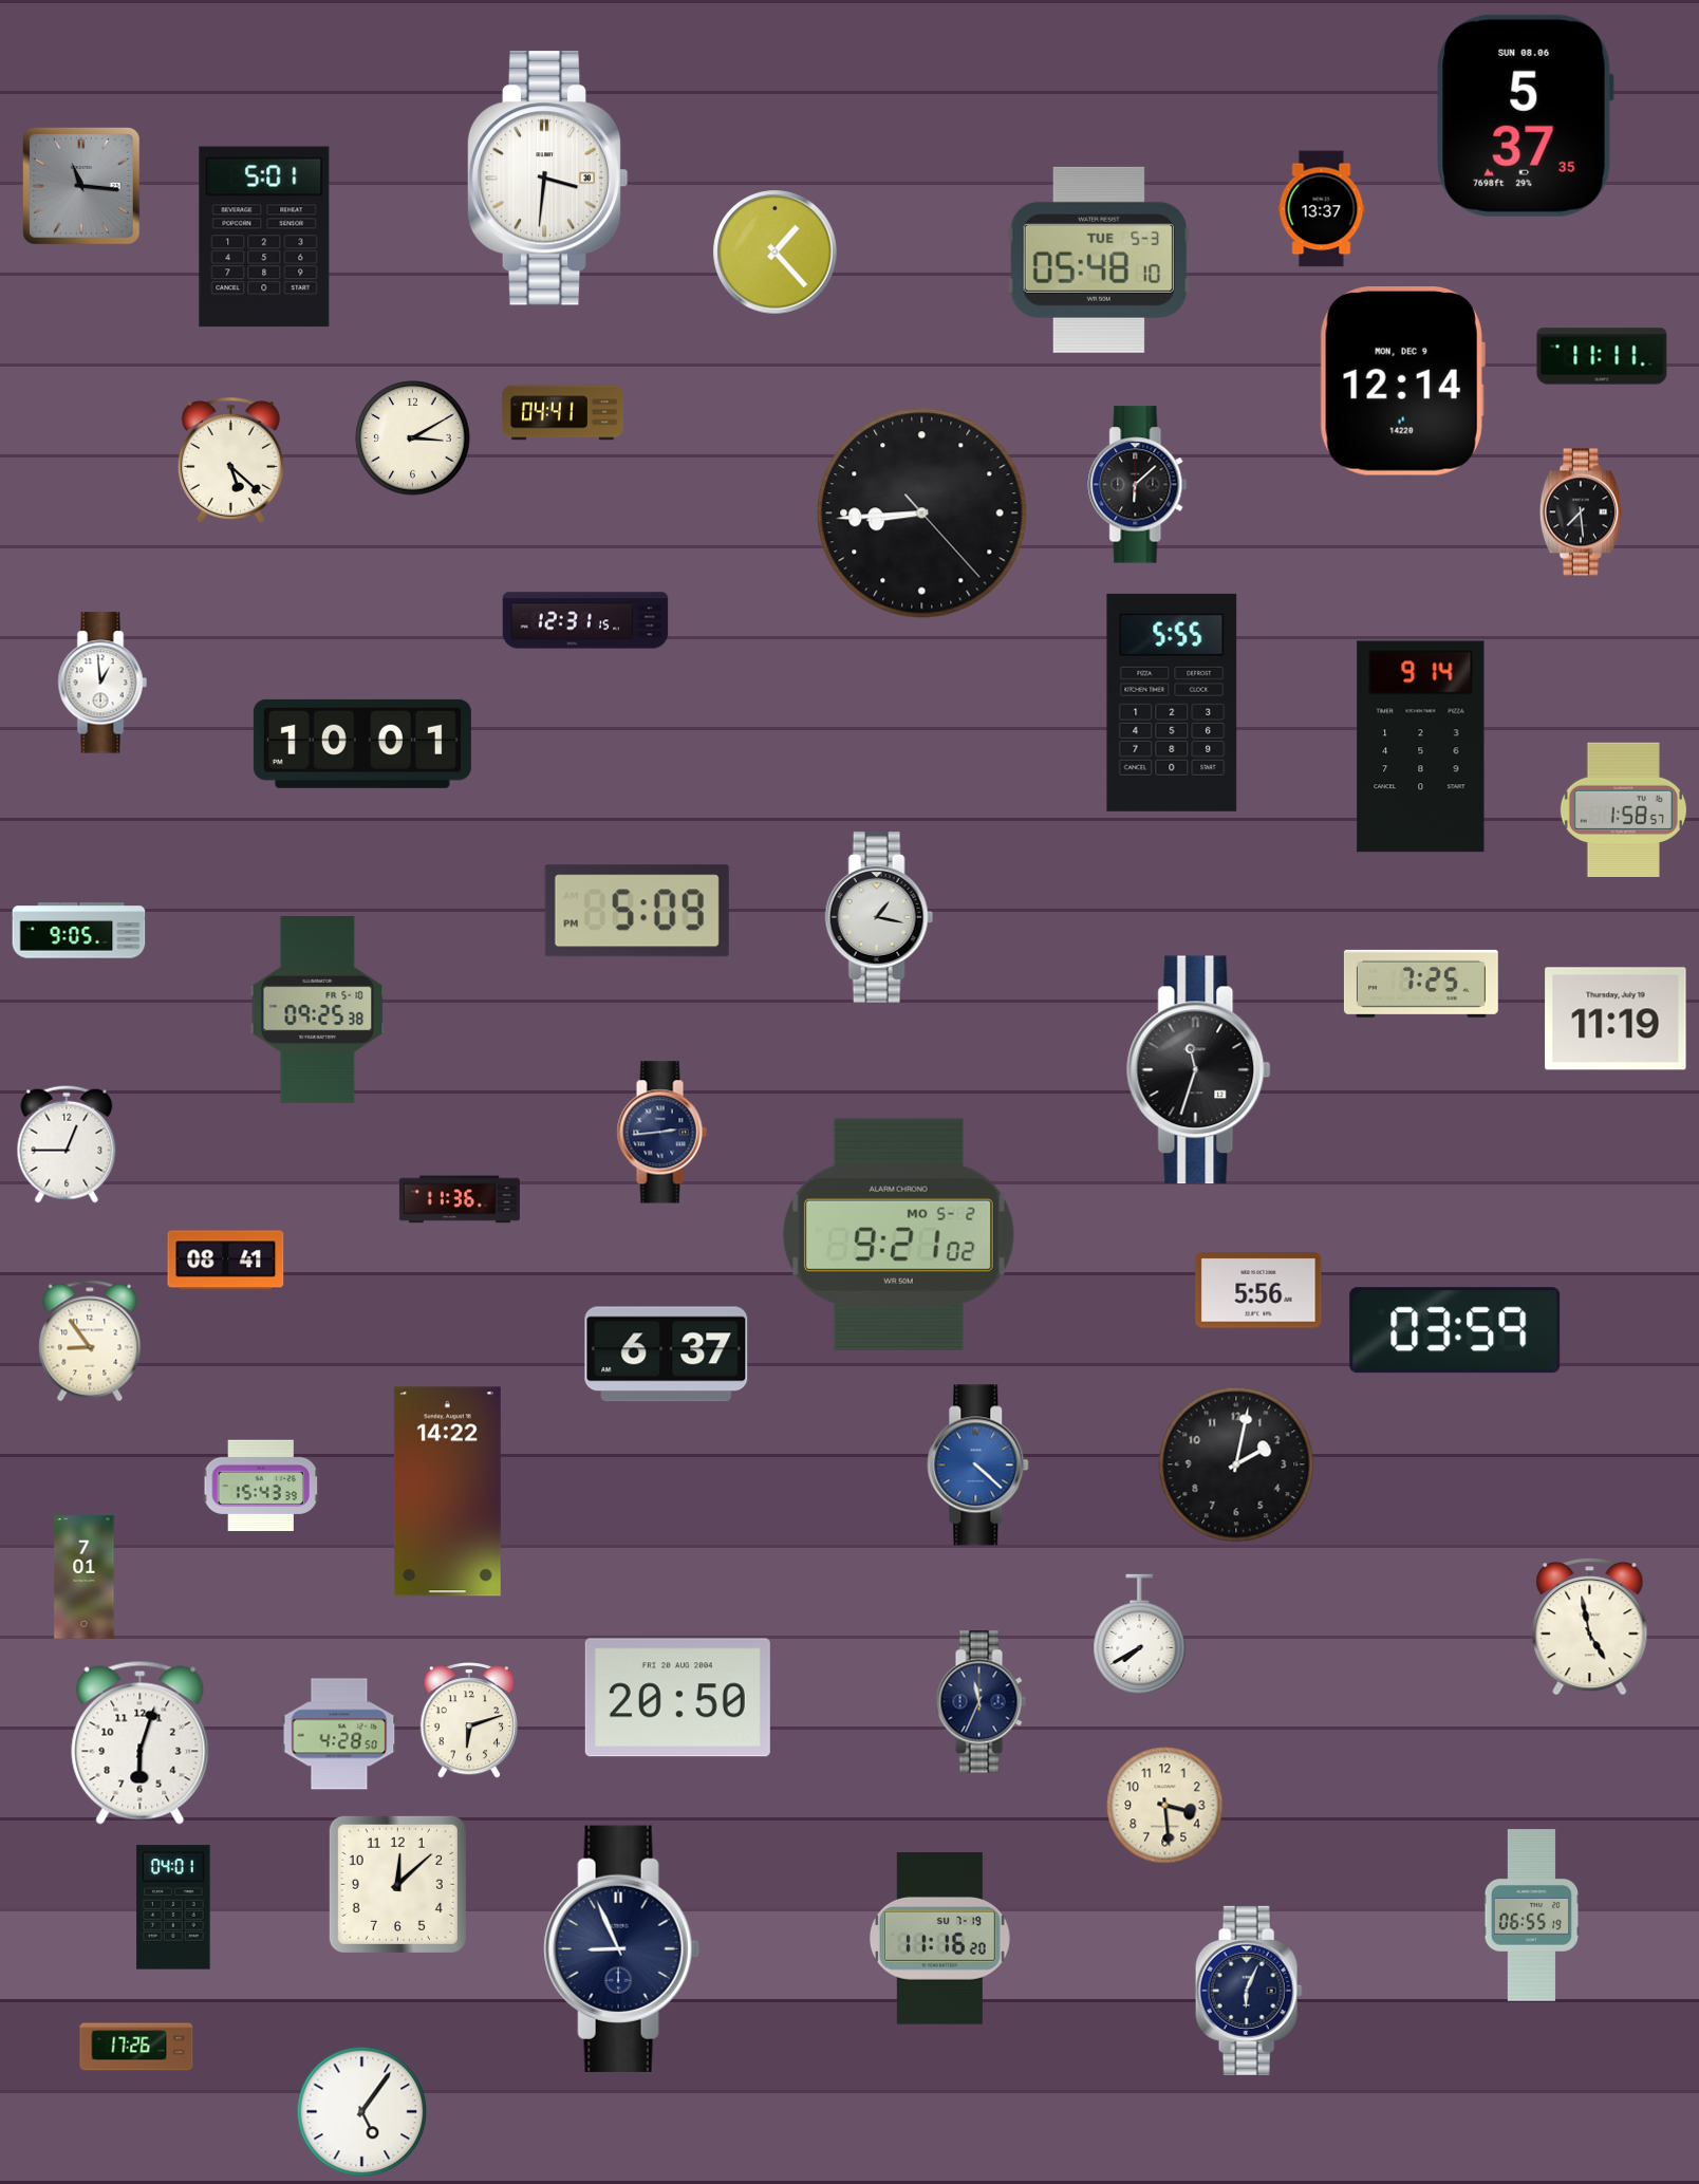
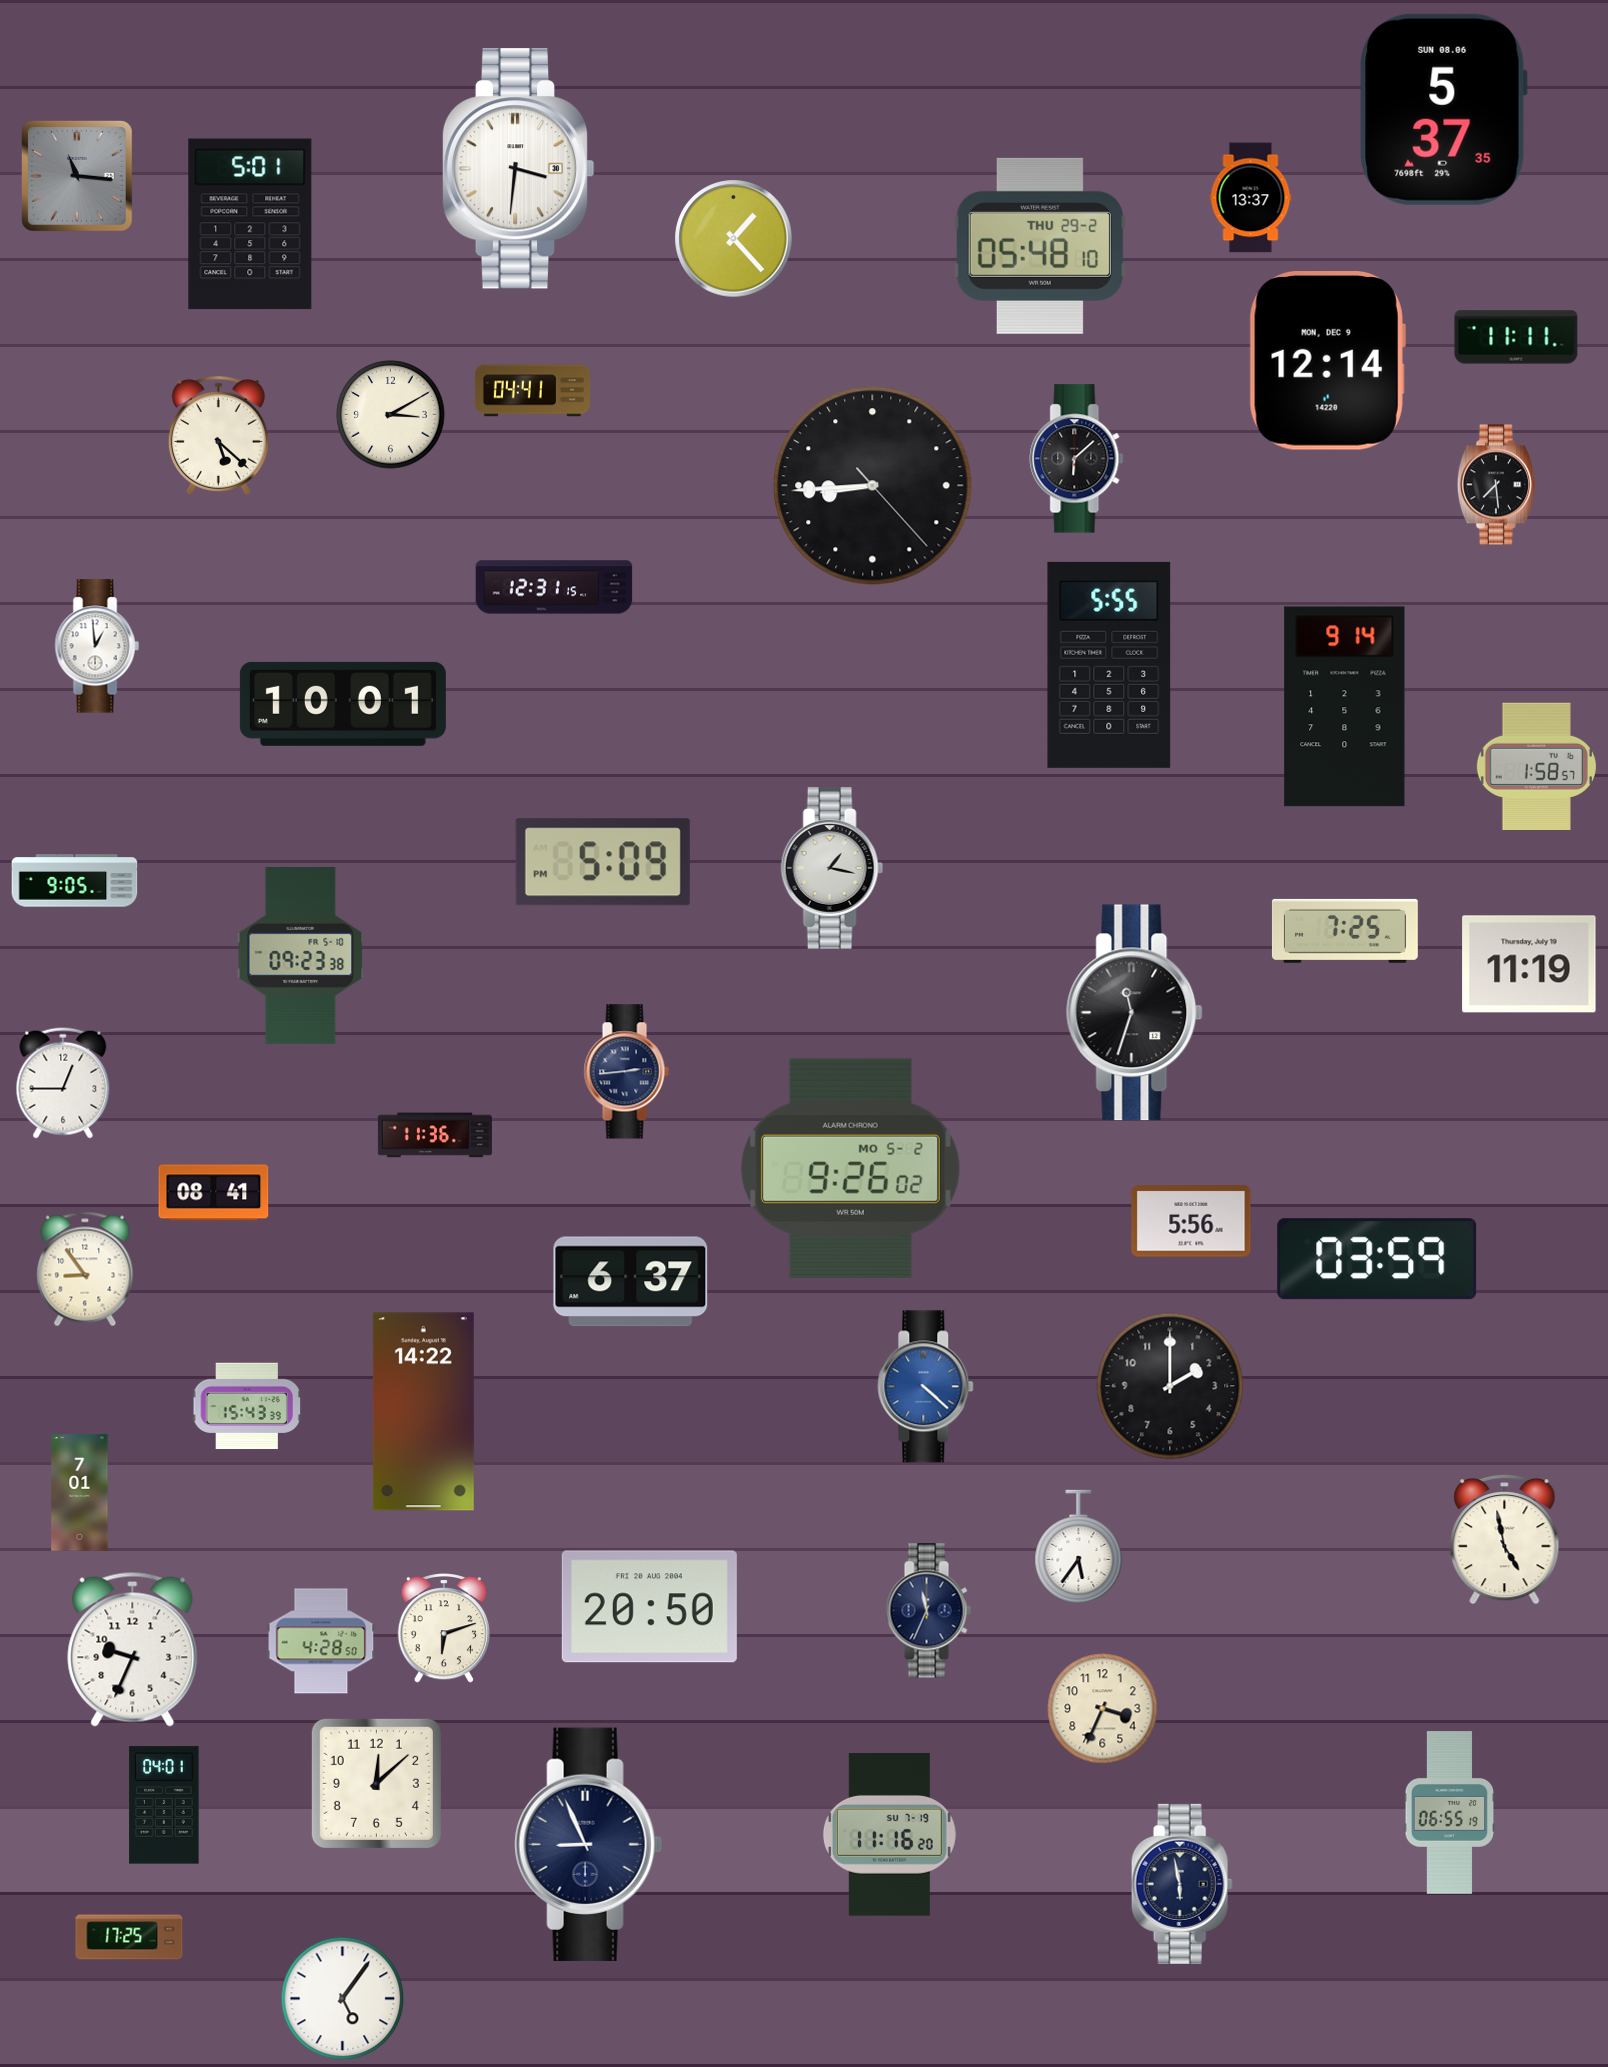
clock at (1099, 260) date: TUE 5-3 -> THU 29-2
clock at (318, 1009): 09:25 -> 09:23
clock at (898, 1234): 9:21 -> 9:26
clock at (1236, 1464): 2:02 -> 2:00
clock at (1140, 1634): 7:40 -> 5:36
clock at (677, 1698) position: (677, 1698) -> (649, 1607)
clock at (141, 1742): 6:03 -> 9:34
clock at (1165, 1806): 3:29 -> 3:34
clock at (1249, 1991): 6:04 -> 5:58
clock at (136, 2047): 17:26 -> 17:25
